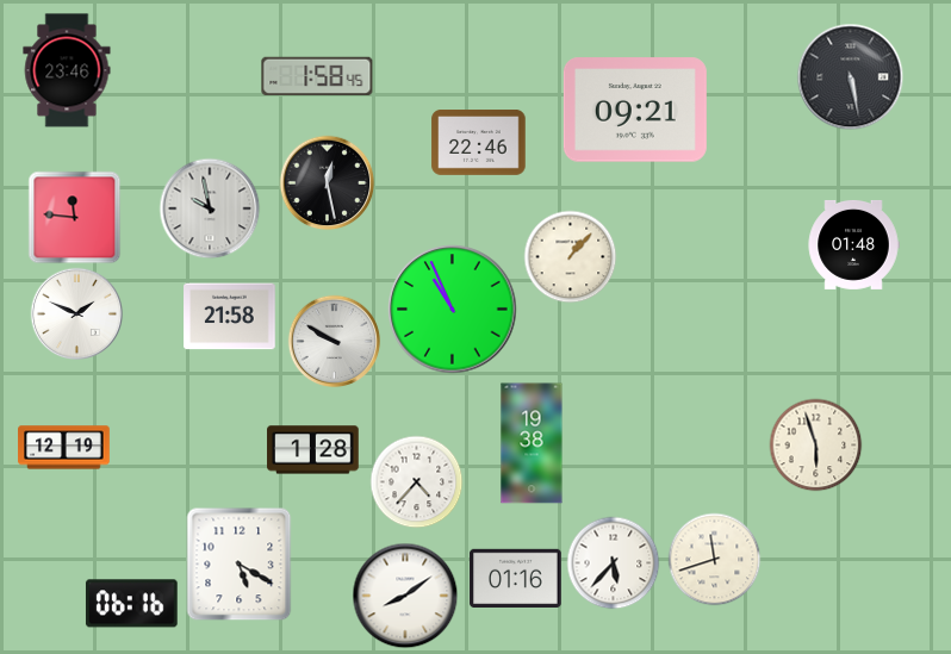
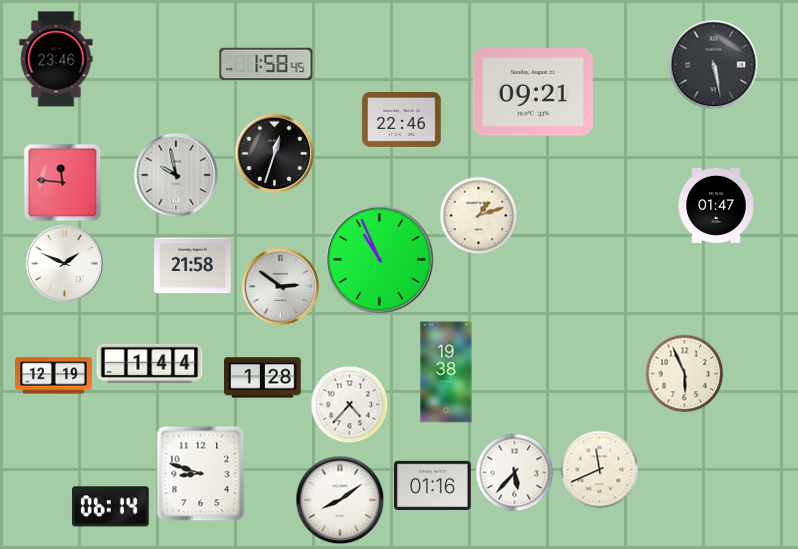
clock at (327, 182): 12:28 -> 12:33
clock at (853, 244): 01:48 -> 01:47
clock at (570, 256): 1:07 -> 1:12
clock at (334, 341): 9:50 -> 2:51
clock at (150, 363): none -> 1:44
clock at (815, 444): 5:57 -> 5:56
clock at (714, 559): 11:42 -> 11:41
clock at (240, 563): 5:20 -> 8:48
clock at (132, 604): 06:16 -> 06:14
